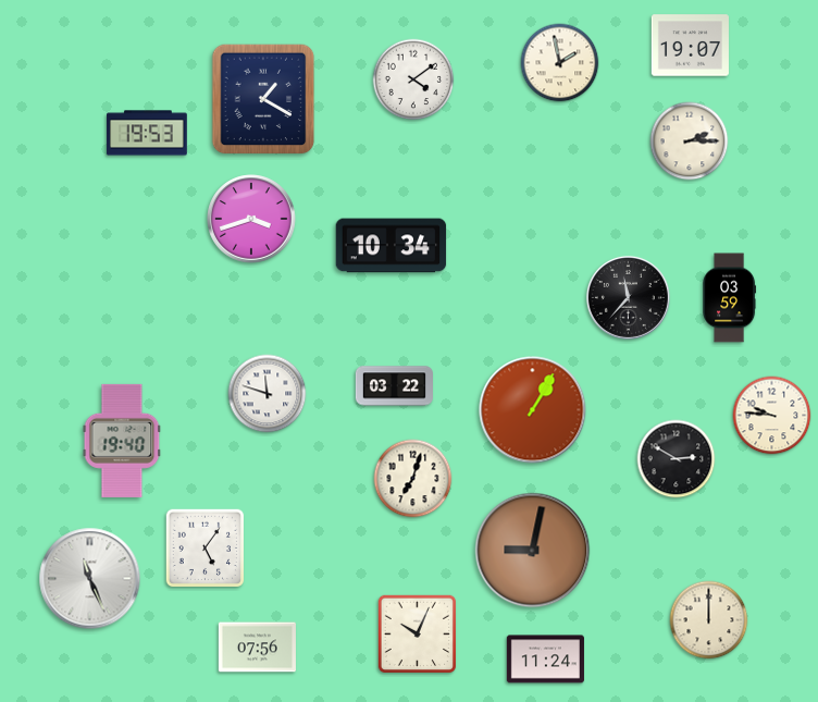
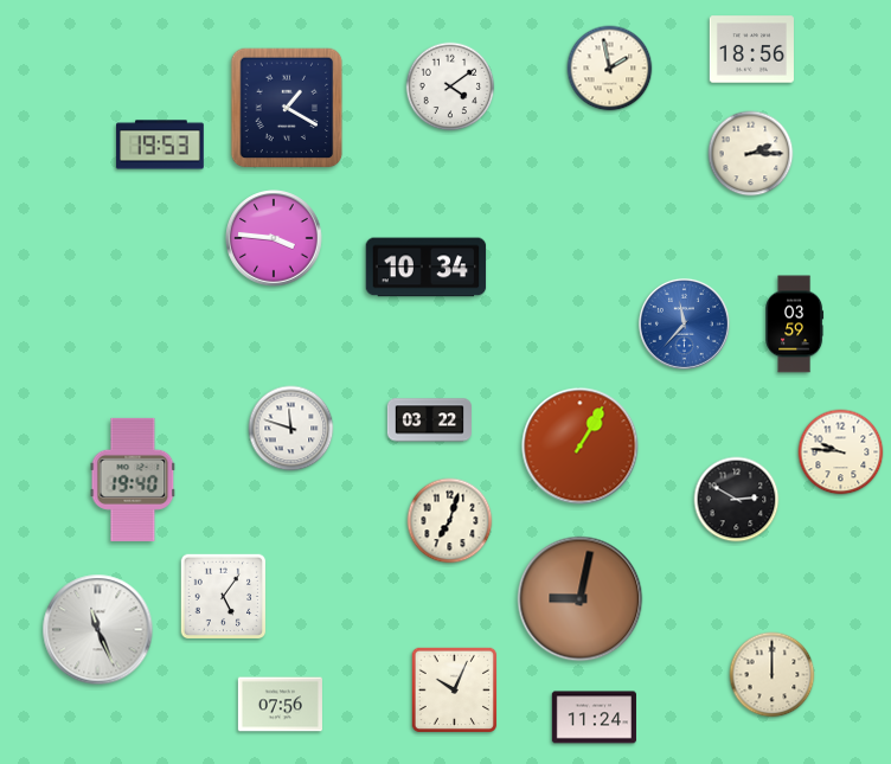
clock at (690, 46): 19:07 -> 18:56
clock at (251, 219): 3:42 -> 3:46
clock at (628, 297) dial: black -> blue
